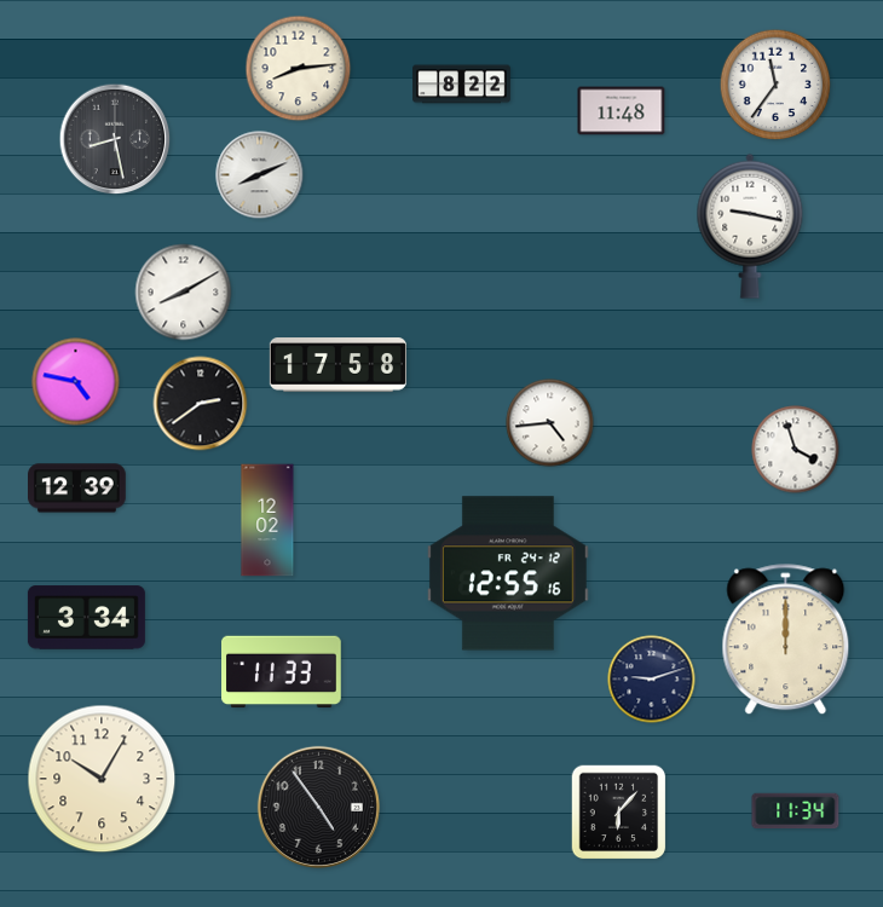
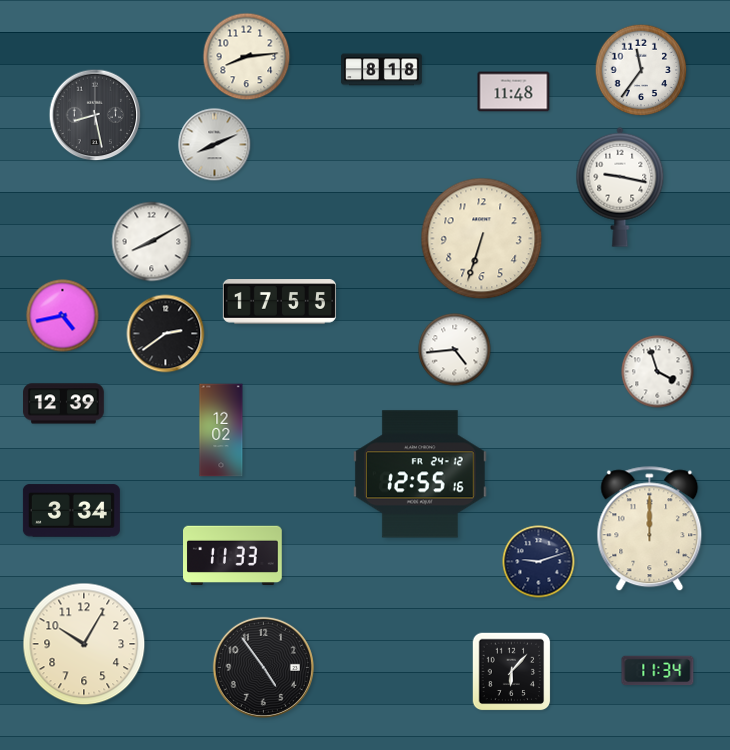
clock at (462, 85): 8:22 -> 8:18
clock at (482, 239): none -> 6:33
clock at (337, 365): 17:58 -> 17:55
clock at (76, 382): 4:47 -> 4:43
